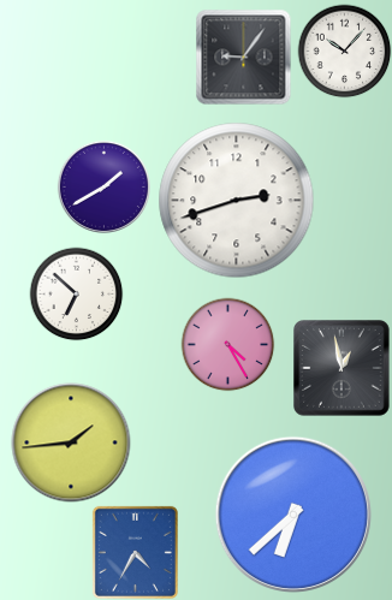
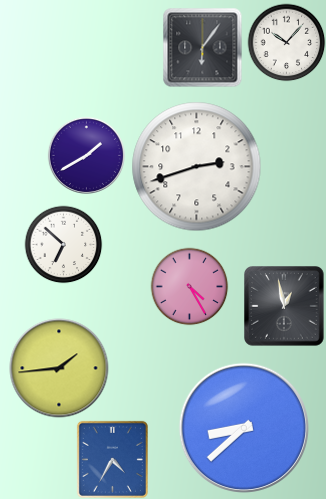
clock at (243, 57): 9:06 -> 6:06
clock at (292, 513): 6:38 -> 8:38
